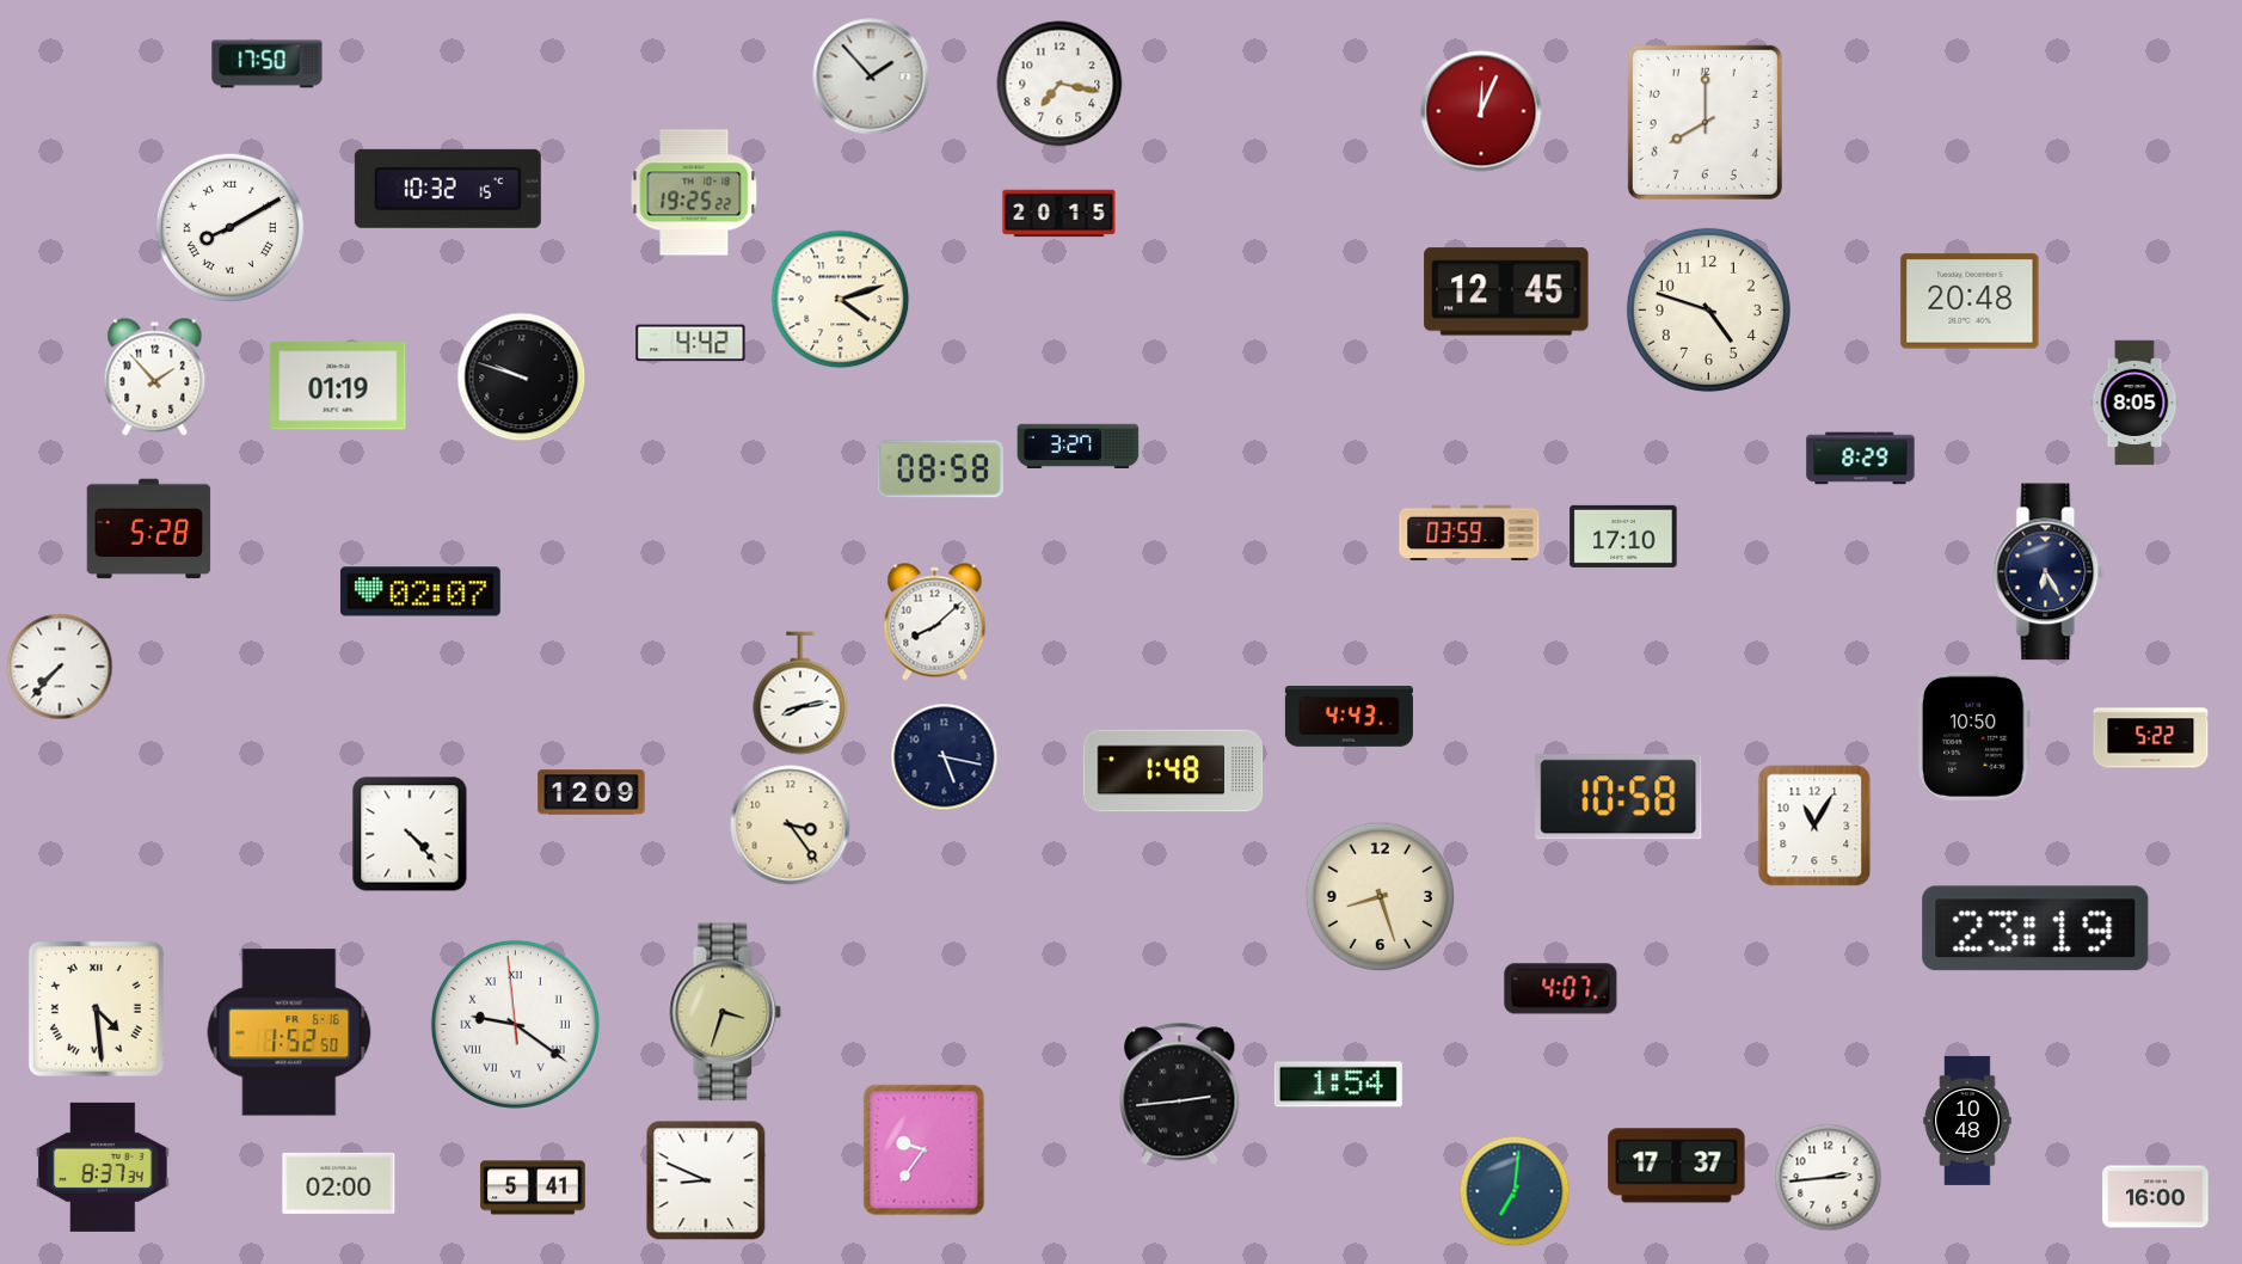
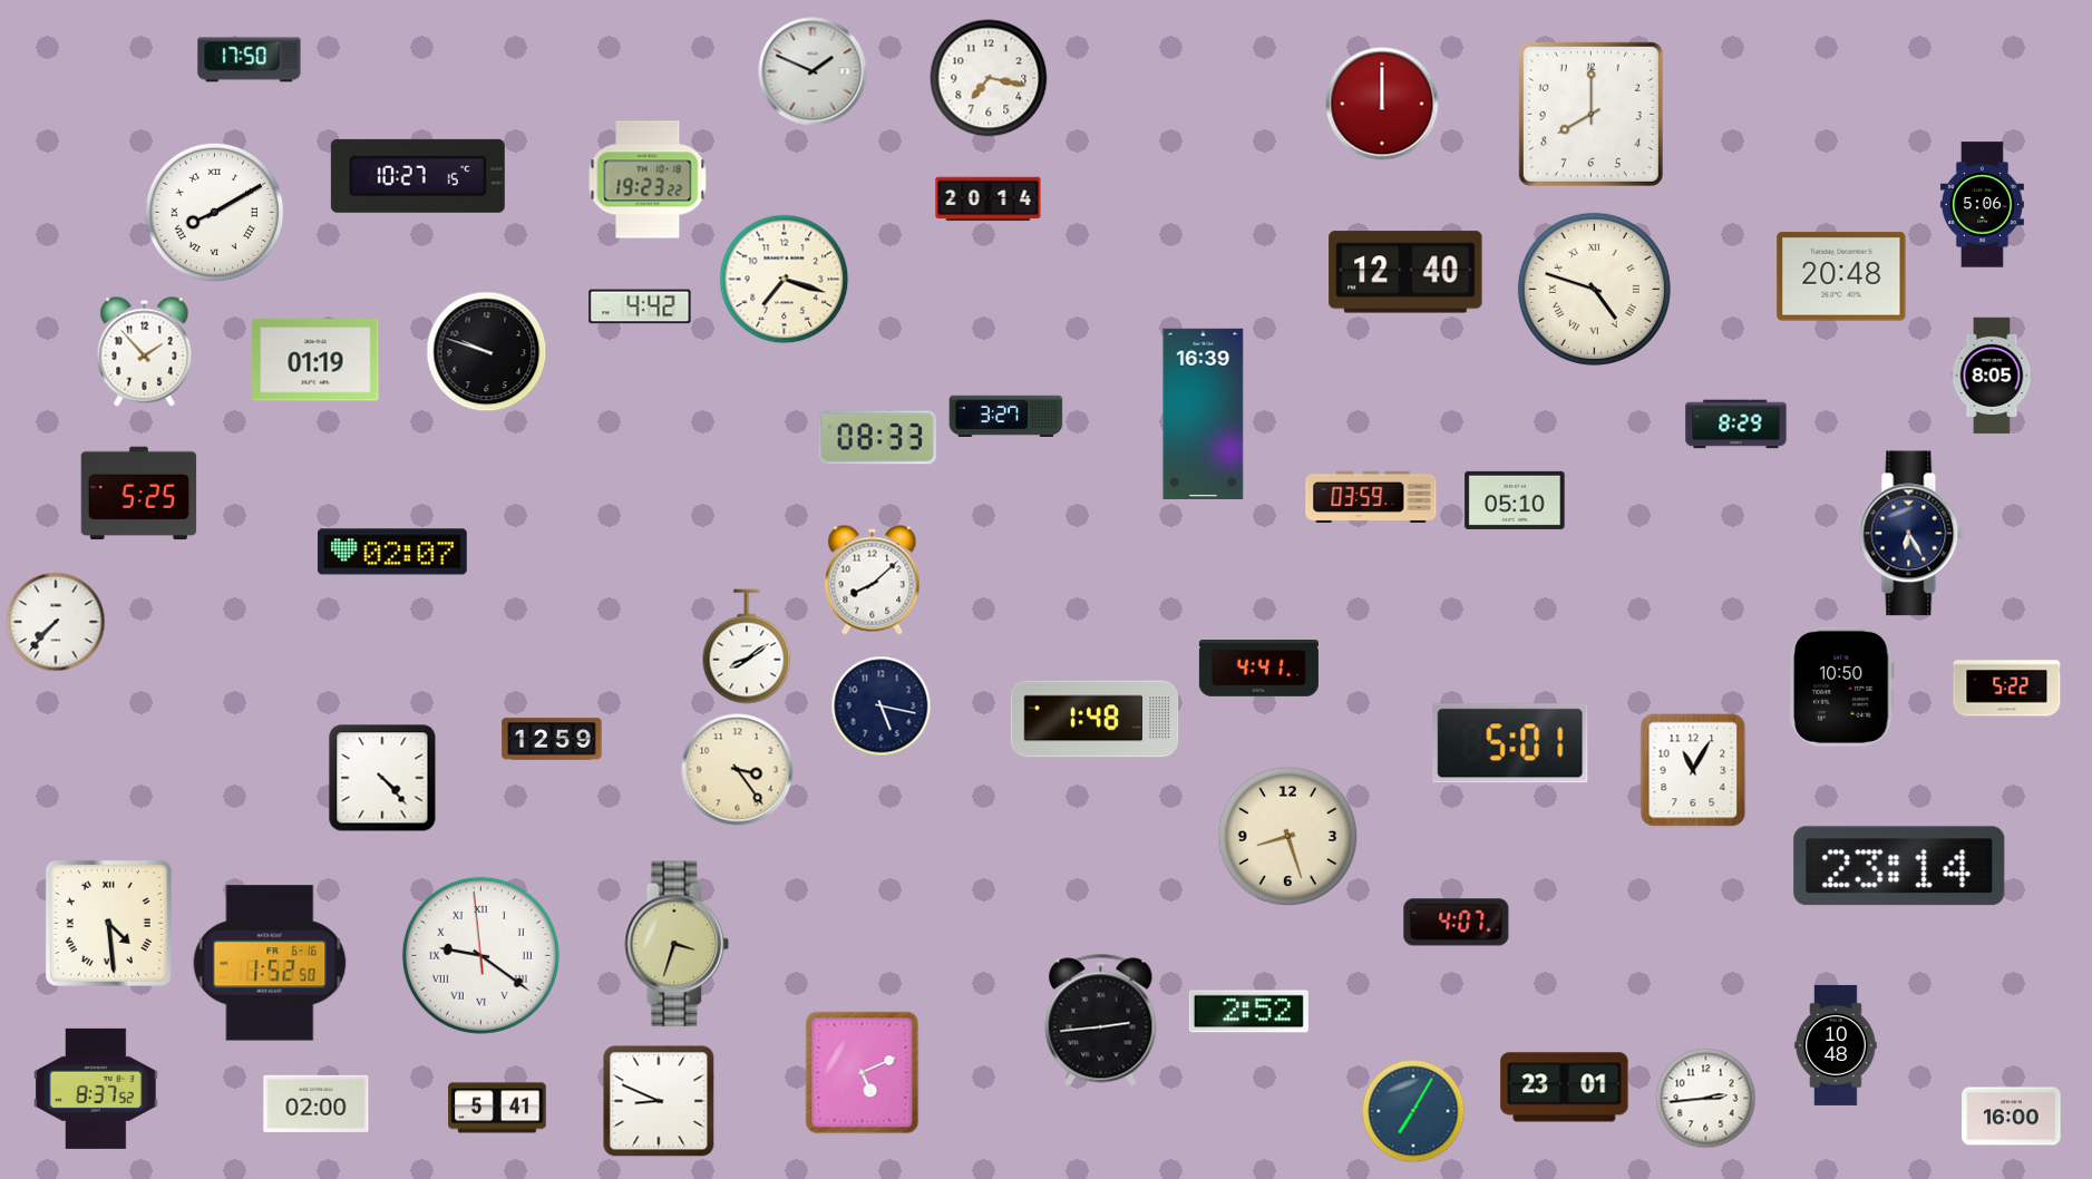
clock at (871, 76): 1:53 -> 1:49
clock at (1481, 111): 12:04 -> 12:00
clock at (448, 189): 10:32 -> 10:27
clock at (694, 192): 19:25 -> 19:23
clock at (1059, 214): 20:15 -> 20:14
clock at (1982, 205): none -> 5:06
clock at (1506, 292): 12:45 -> 12:40
clock at (841, 300): 4:12 -> 7:18
clock at (1970, 301) position: (1970, 301) -> (1841, 276)
clock at (1708, 309) numerals: Arabic -> Roman
clock at (690, 343) position: (690, 343) -> (640, 306)
clock at (1204, 413): none -> 16:39
clock at (1861, 459) position: (1861, 459) -> (1736, 425)
clock at (940, 470): 08:58 -> 08:33
clock at (149, 529): 5:28 -> 5:25
clock at (1623, 536): 17:10 -> 05:10
clock at (800, 693): 8:13 -> 8:09
clock at (1349, 717): 4:43 -> 4:41
clock at (591, 792): 12:09 -> 12:59
clock at (1618, 797): 10:58 -> 5:01
clock at (2035, 928): 23:19 -> 23:14
clock at (96, 1008) position: (96, 1008) -> (108, 923)
clock at (1338, 1085): 1:54 -> 2:52
clock at (925, 1151): 9:36 -> 5:11
clock at (1677, 1166): 17:37 -> 23:01
clock at (103, 1167): 8:37:34 -> 8:37:52
clock at (1515, 1191): 7:01 -> 7:05
